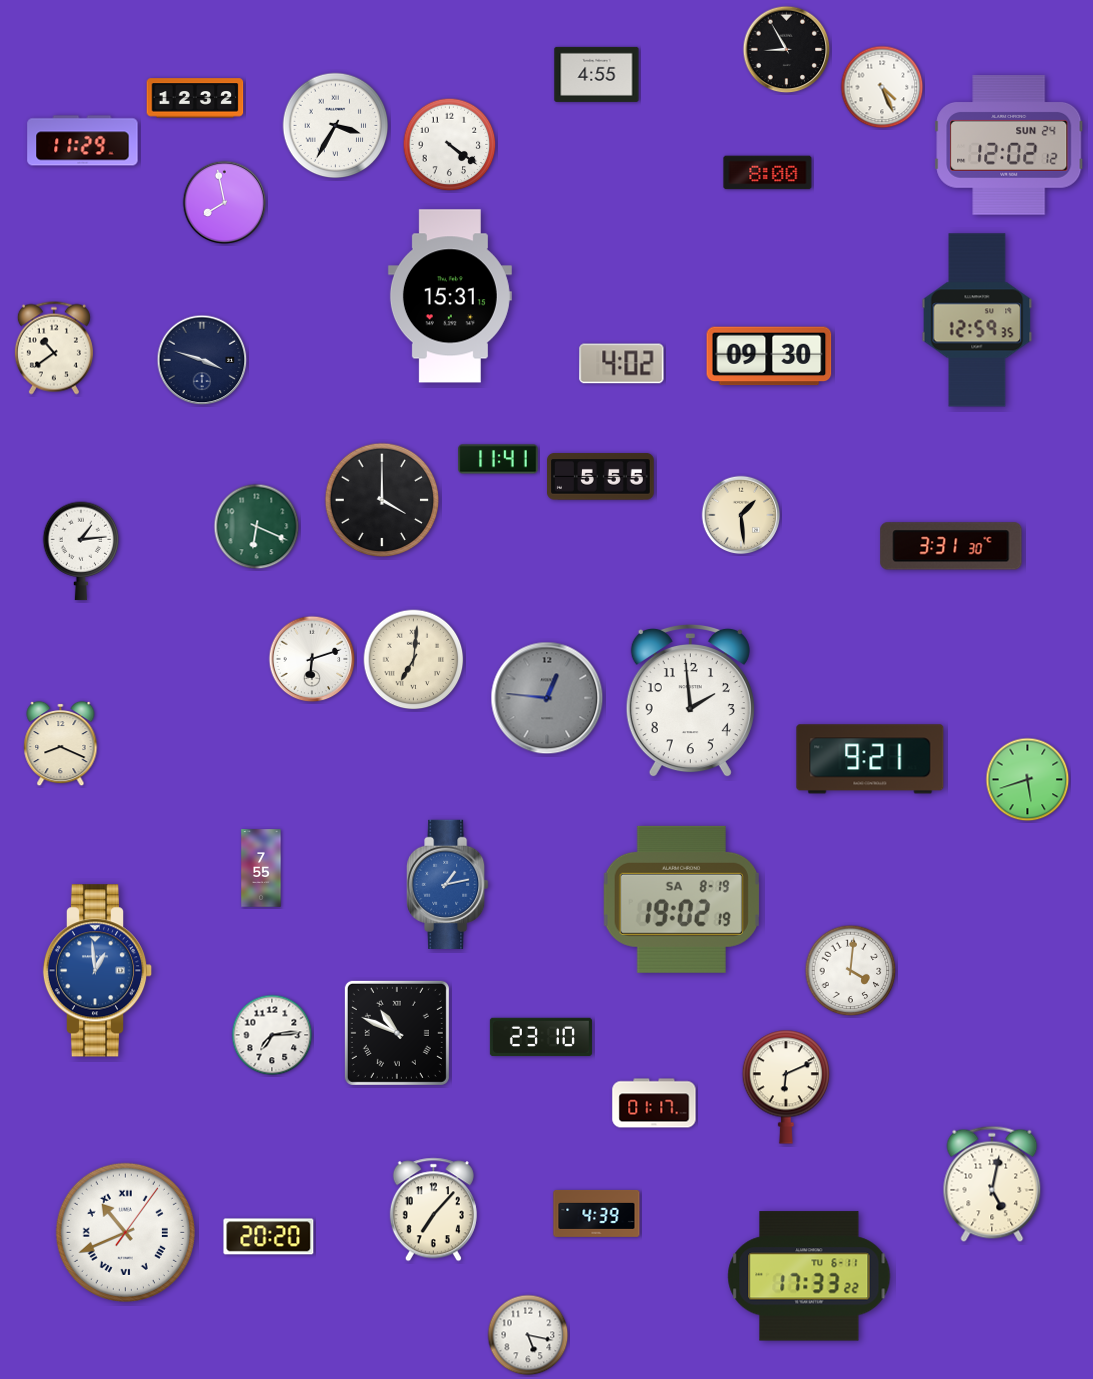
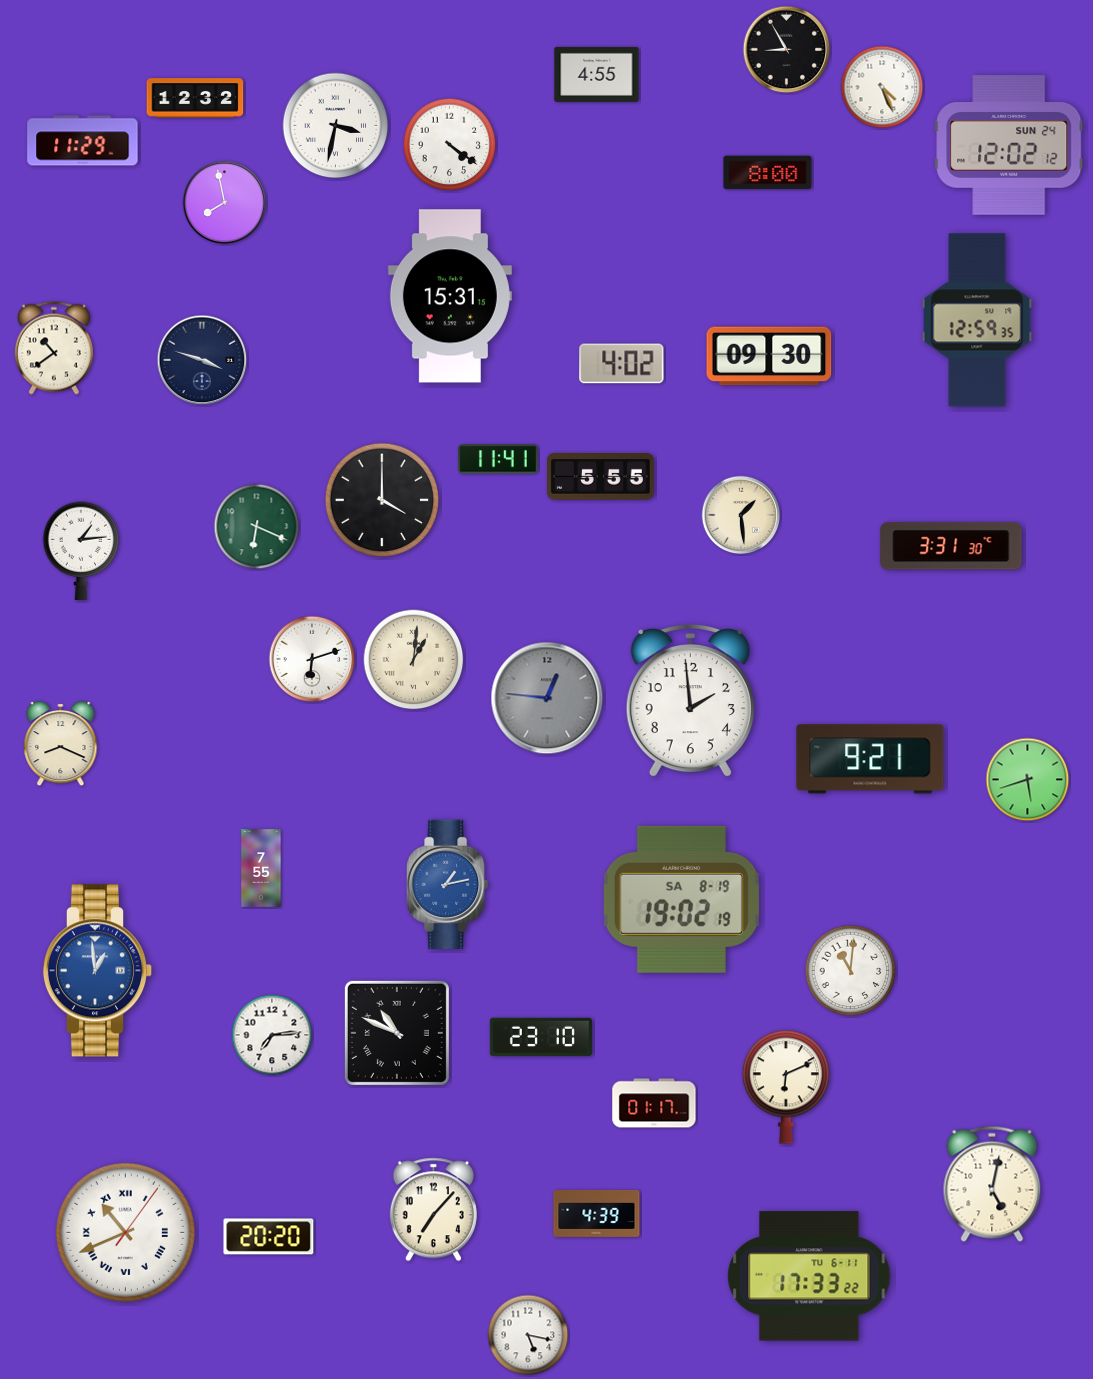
clock at (336, 126): 3:35 -> 3:32
clock at (414, 660): 7:01 -> 1:01
clock at (851, 971): 4:01 -> 11:01
